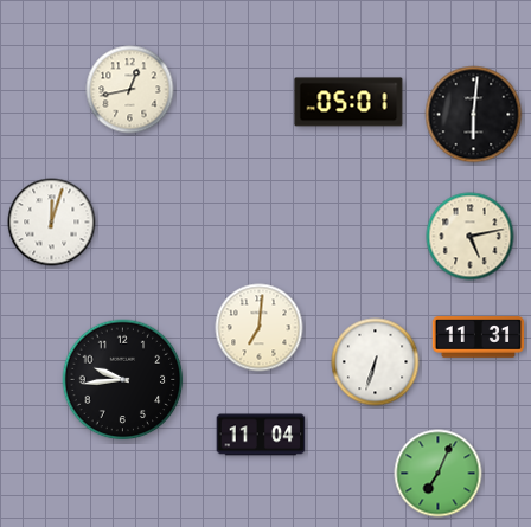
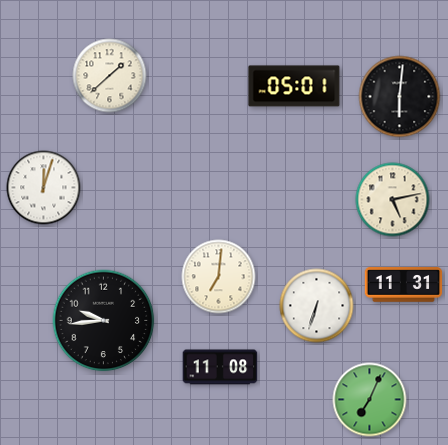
clock at (130, 90): 12:43 -> 1:38
clock at (471, 237) position: (471, 237) -> (393, 200)
clock at (261, 435): 11:04 -> 11:08
